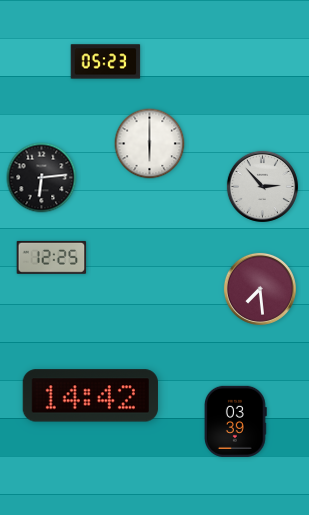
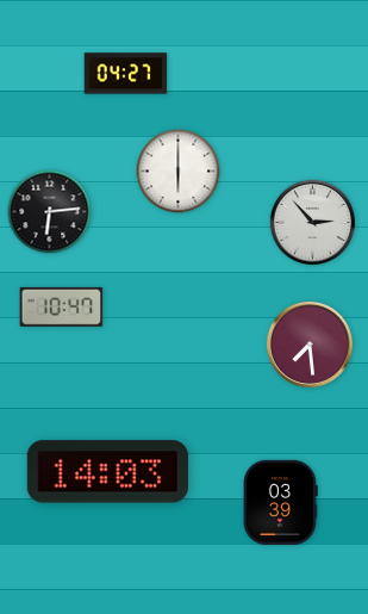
clock at (106, 62): 05:23 -> 04:27
clock at (52, 257): 12:25 -> 10:47
clock at (90, 396): 14:42 -> 14:03
